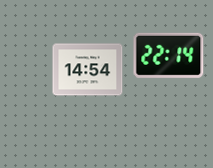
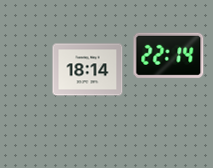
clock at (88, 70): 14:54 -> 18:14
